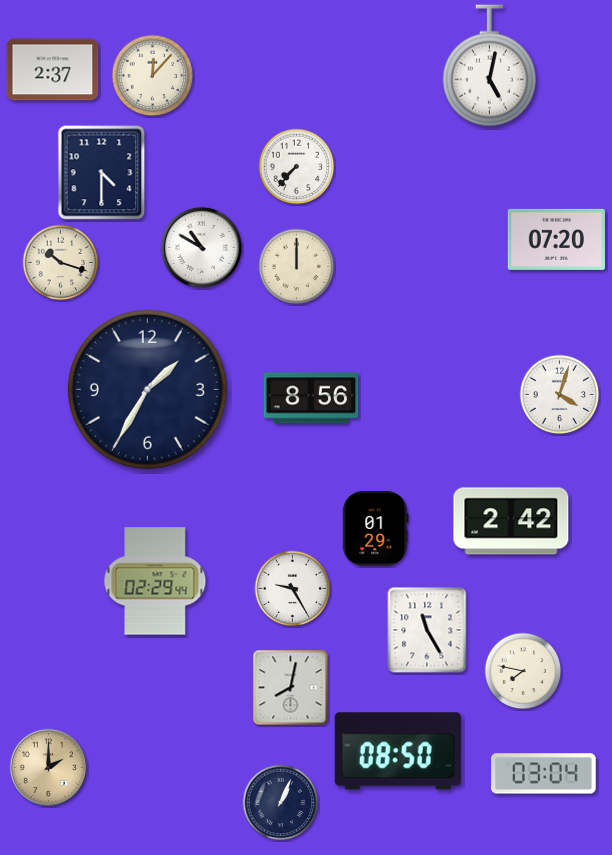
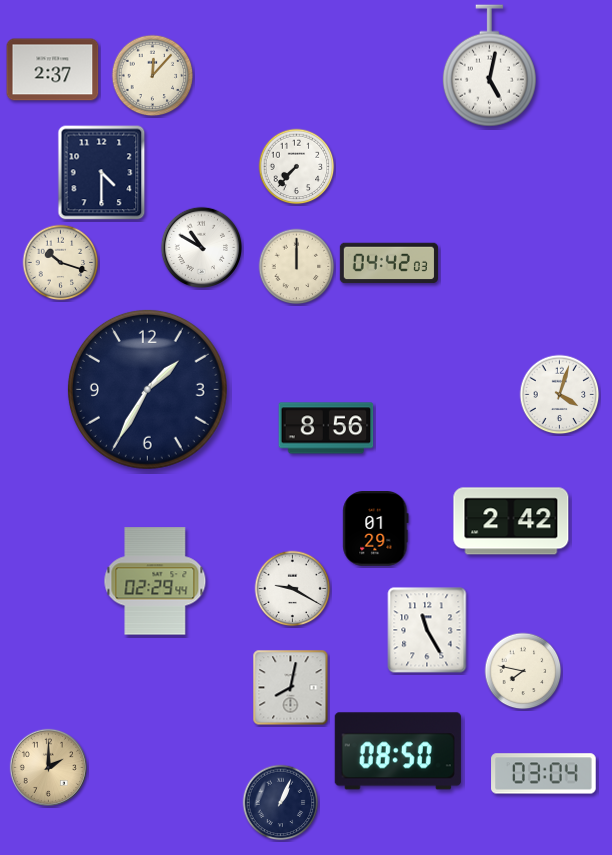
clock at (556, 239): 07:20 -> none
clock at (389, 263): none -> 04:42
clock at (311, 398) position: (311, 398) -> (326, 428)
clock at (293, 589): 9:25 -> 9:20
